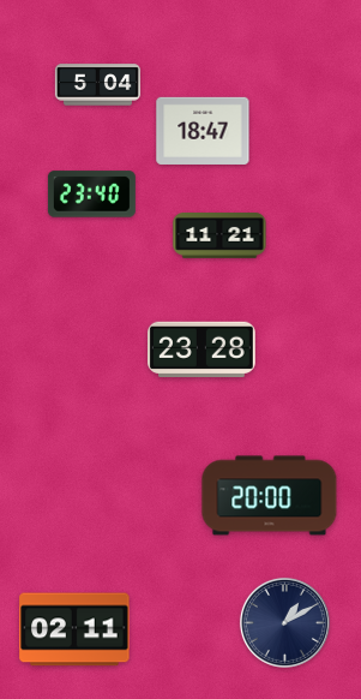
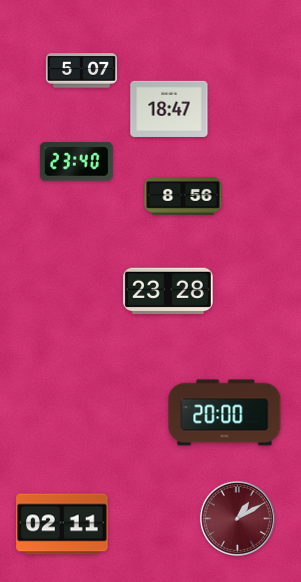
clock at (97, 85): 5:04 -> 5:07
clock at (219, 237): 11:21 -> 8:56
clock at (284, 622) dial: navy -> burgundy
